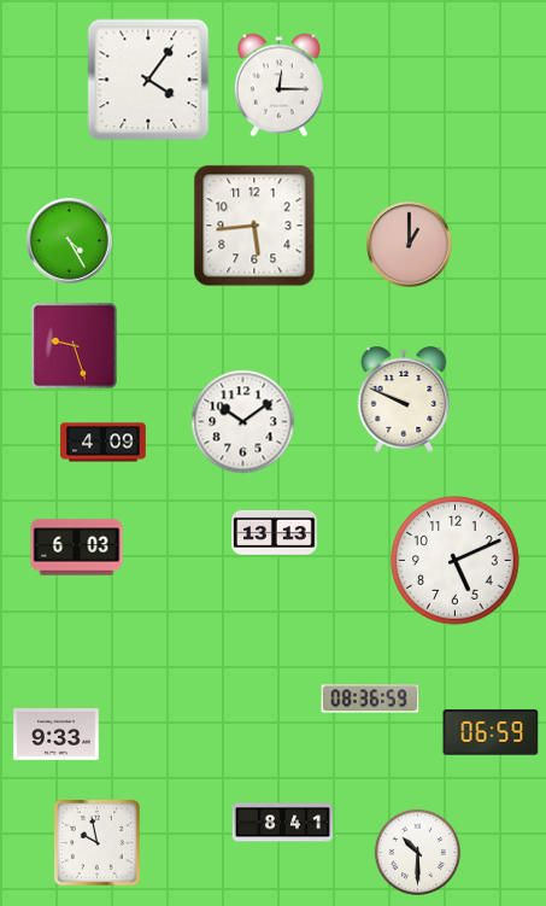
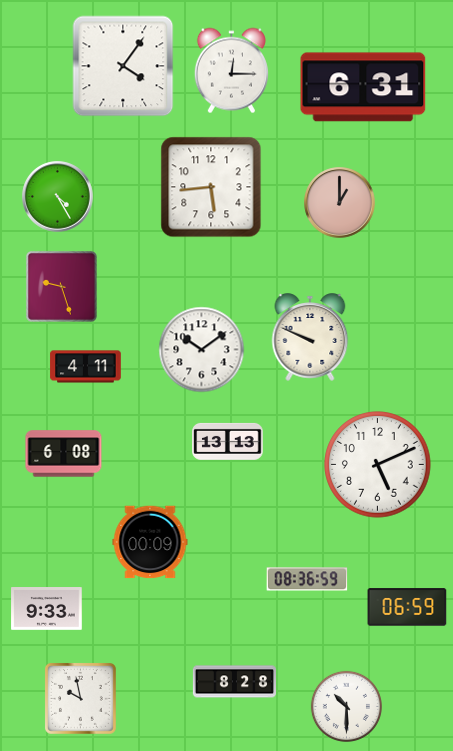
clock at (363, 87): none -> 6:31
clock at (70, 241) position: (70, 241) -> (58, 197)
clock at (404, 399) position: (404, 399) -> (310, 337)
clock at (104, 443): 4:09 -> 4:11
clock at (77, 548): 6:03 -> 6:08
clock at (150, 542): none -> 00:09
clock at (282, 823): 8:41 -> 8:28
